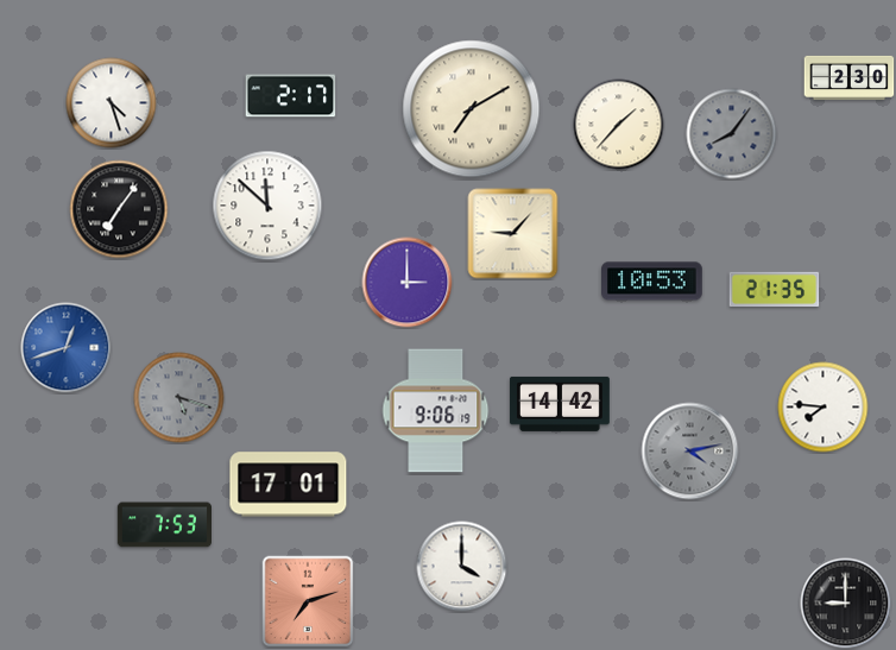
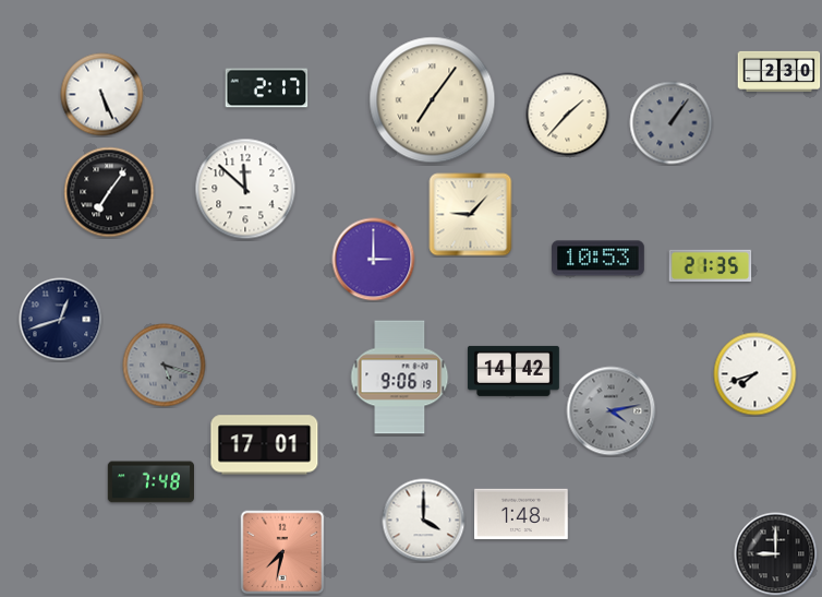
clock at (112, 103): 4:27 -> 5:26
clock at (472, 109): 7:10 -> 7:06
clock at (732, 134): 8:06 -> 1:06
clock at (67, 348) dial: blue -> navy
clock at (824, 408): 7:46 -> 7:42
clock at (690, 452) position: (690, 452) -> (612, 411)
clock at (164, 525): 7:53 -> 7:48
clock at (521, 514): none -> 1:48
clock at (308, 601): 7:12 -> 7:32
